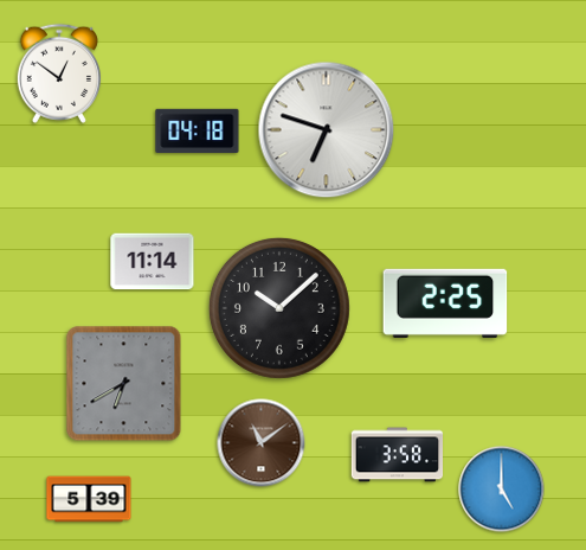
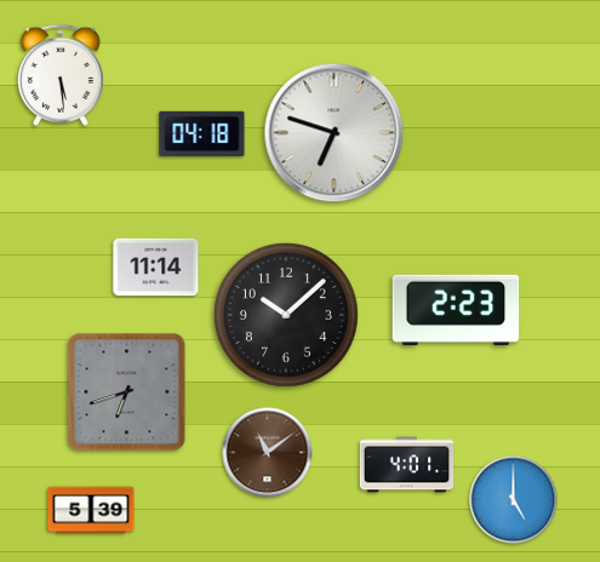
clock at (59, 73): 12:51 -> 5:29
clock at (445, 303): 2:25 -> 2:23
clock at (124, 384): 6:40 -> 6:42
clock at (398, 455): 3:58 -> 4:01
